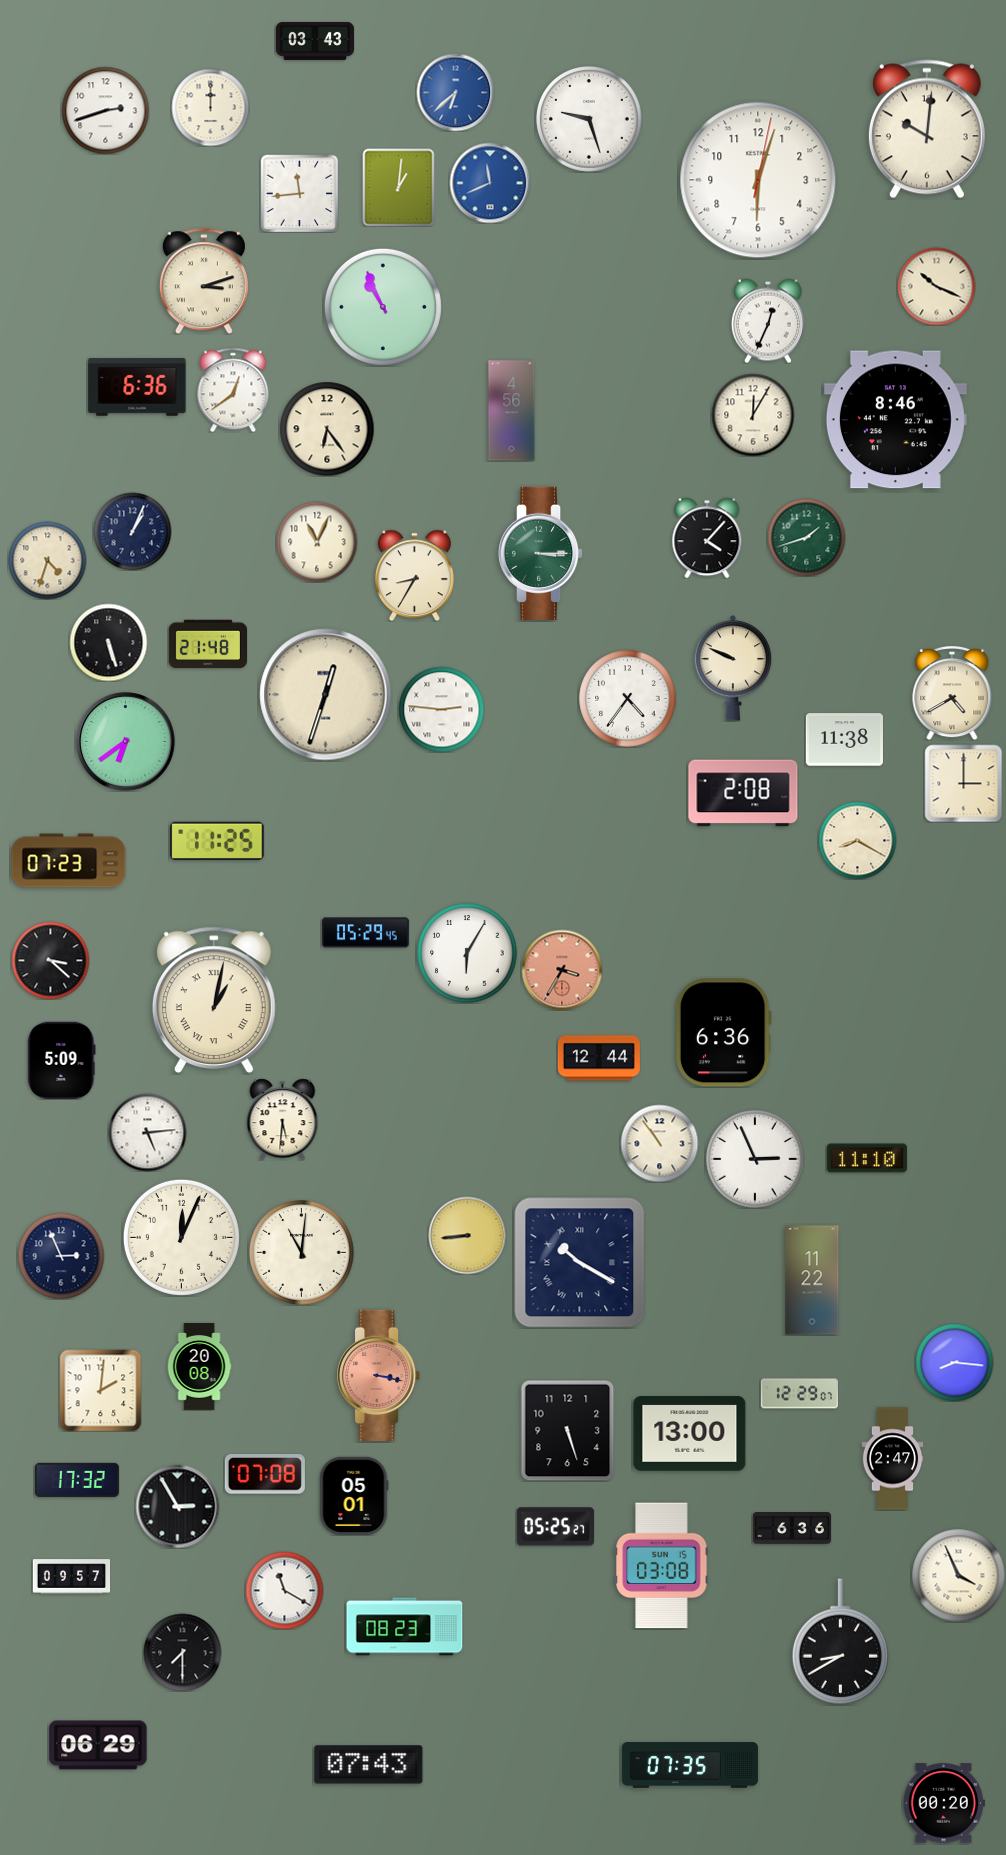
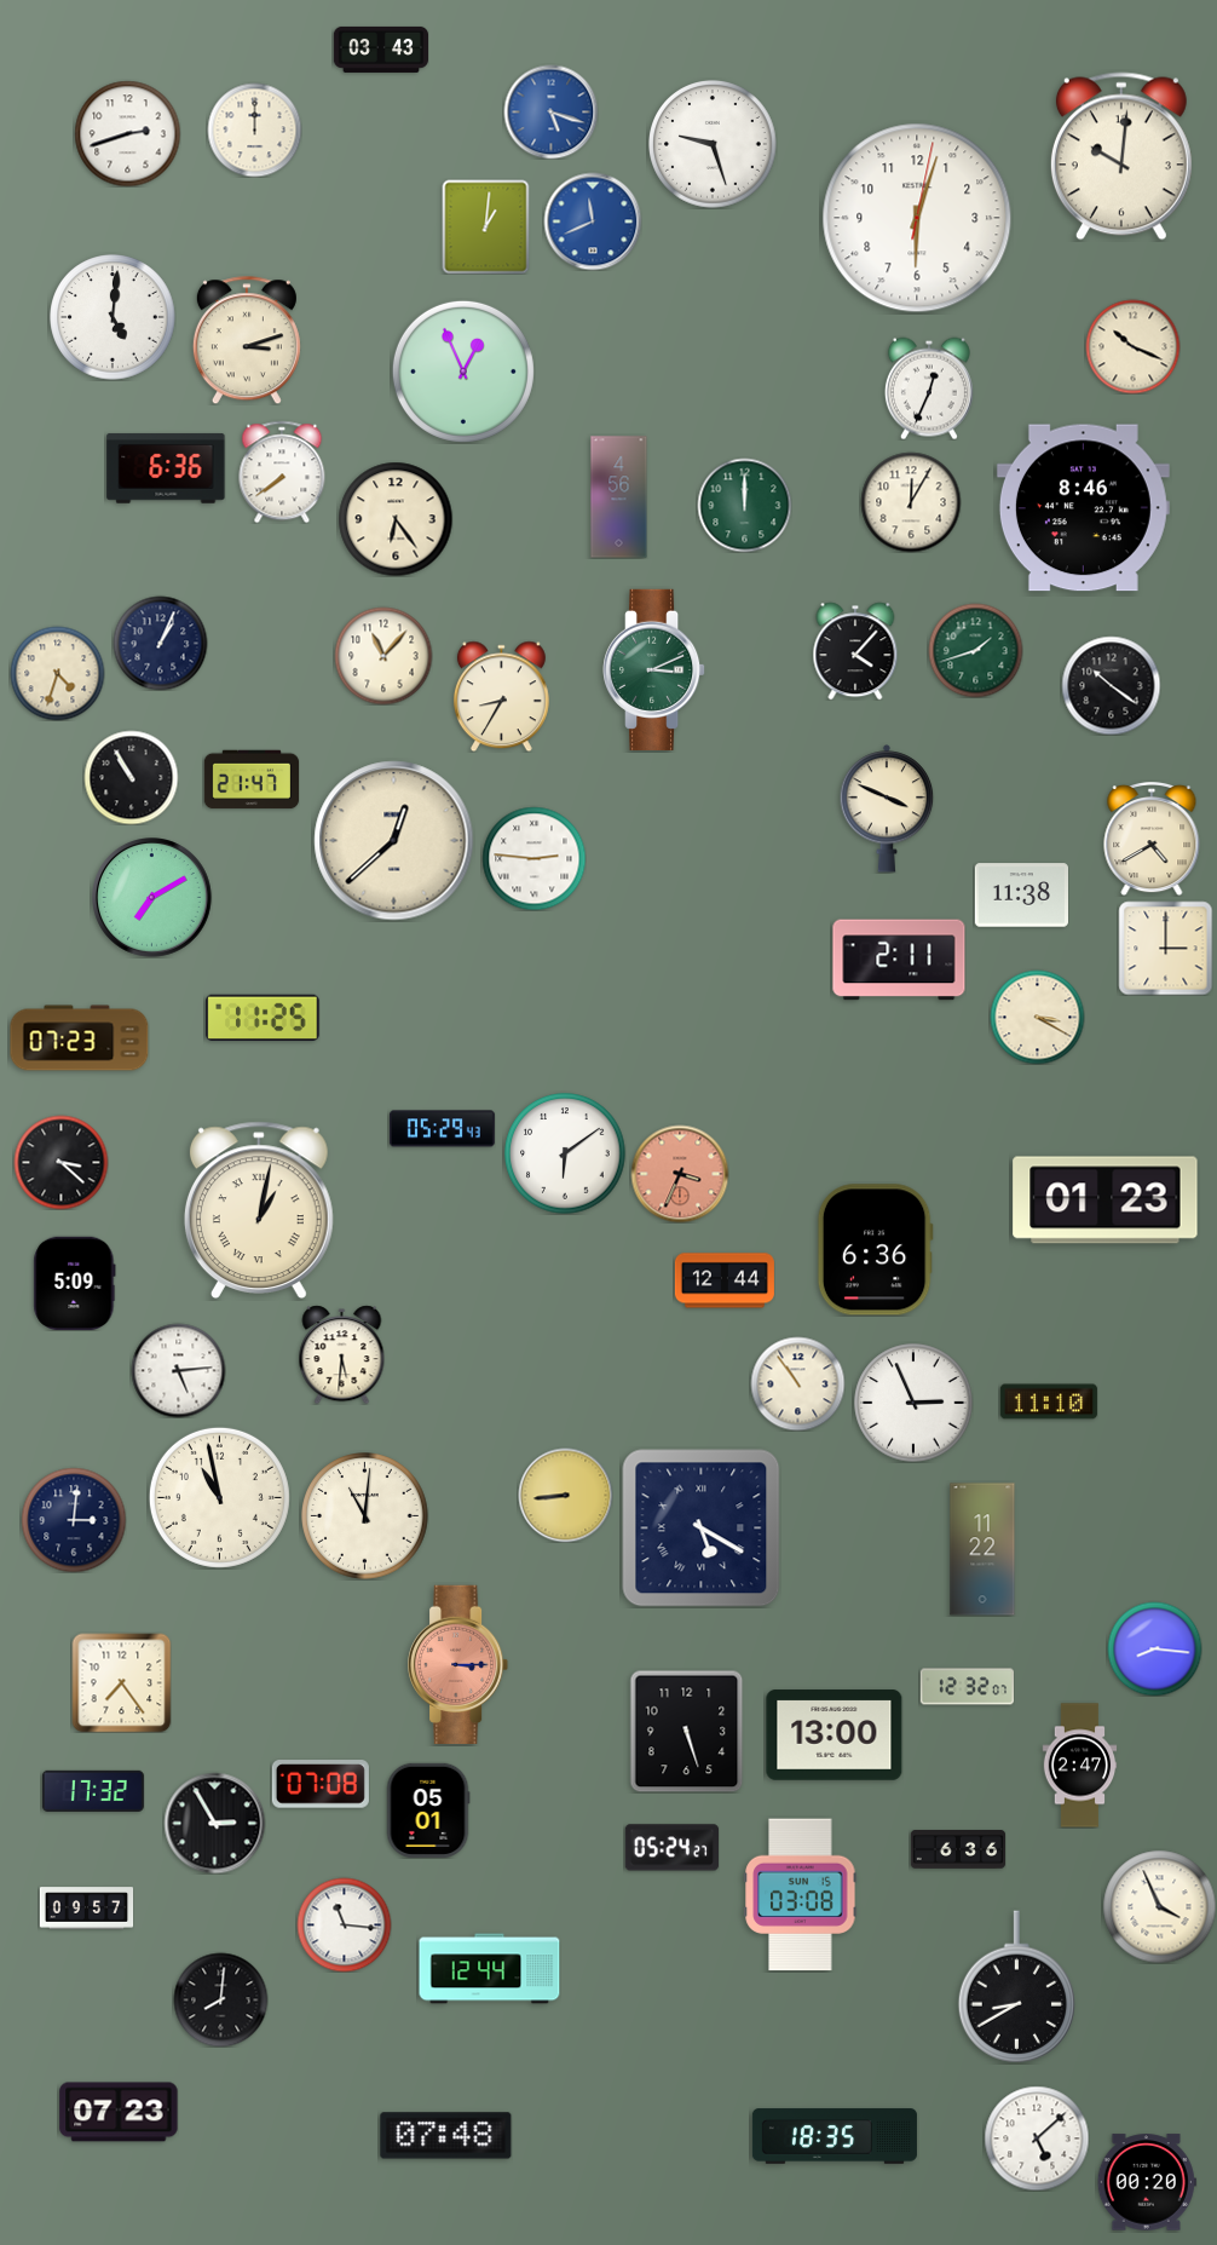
clock at (455, 92): 6:38 -> 5:18
clock at (399, 187) position: (399, 187) -> (486, 226)
clock at (299, 193): 11:44 -> none
clock at (113, 317): none -> 5:01
clock at (383, 307): 10:56 -> 12:56
clock at (233, 390): 12:39 -> 7:39
clock at (744, 505): none -> 12:00
clock at (317, 542): 11:04 -> 11:07
clock at (542, 553): 3:15 -> 3:11
clock at (47, 560) position: (47, 560) -> (57, 673)
clock at (1111, 685): none -> 10:21
clock at (108, 642): 5:27 -> 10:55
clock at (207, 644): 21:48 -> 21:47
clock at (733, 668): 9:49 -> 3:49
clock at (326, 695): 12:33 -> 12:38
clock at (628, 699): 4:36 -> none
clock at (126, 742): 6:39 -> 7:10
clock at (743, 793): 2:08 -> 2:11
clock at (857, 840): 8:20 -> 3:20
clock at (69, 861) position: (69, 861) -> (80, 1038)
clock at (365, 933): 05:29:45 -> 05:29:43
clock at (467, 953): 6:05 -> 6:09
clock at (562, 970): 3:35 -> 3:34
clock at (1106, 1201): none -> 01:23
clock at (181, 1237): 12:04 -> 10:58
clock at (61, 1256): 2:56 -> 3:01
clock at (580, 1263): 10:20 -> 5:20
clock at (199, 1367): 20:08 -> none
clock at (380, 1375): 3:17 -> 3:15
clock at (100, 1390): 2:01 -> 7:24
clock at (799, 1394): 12:29 -> 12:32
clock at (555, 1527): 05:25 -> 05:24
clock at (284, 1590): 11:20 -> 11:16
clock at (405, 1627): 08:23 -> 12:44
clock at (182, 1652): 7:30 -> 8:01
clock at (98, 1745): 06:29 -> 07:23
clock at (369, 1765): 07:43 -> 07:48
clock at (690, 1765): 07:35 -> 18:35
clock at (1037, 2138): none -> 5:08
clock at (944, 1803) position: (944, 1803) -> (1147, 2182)
